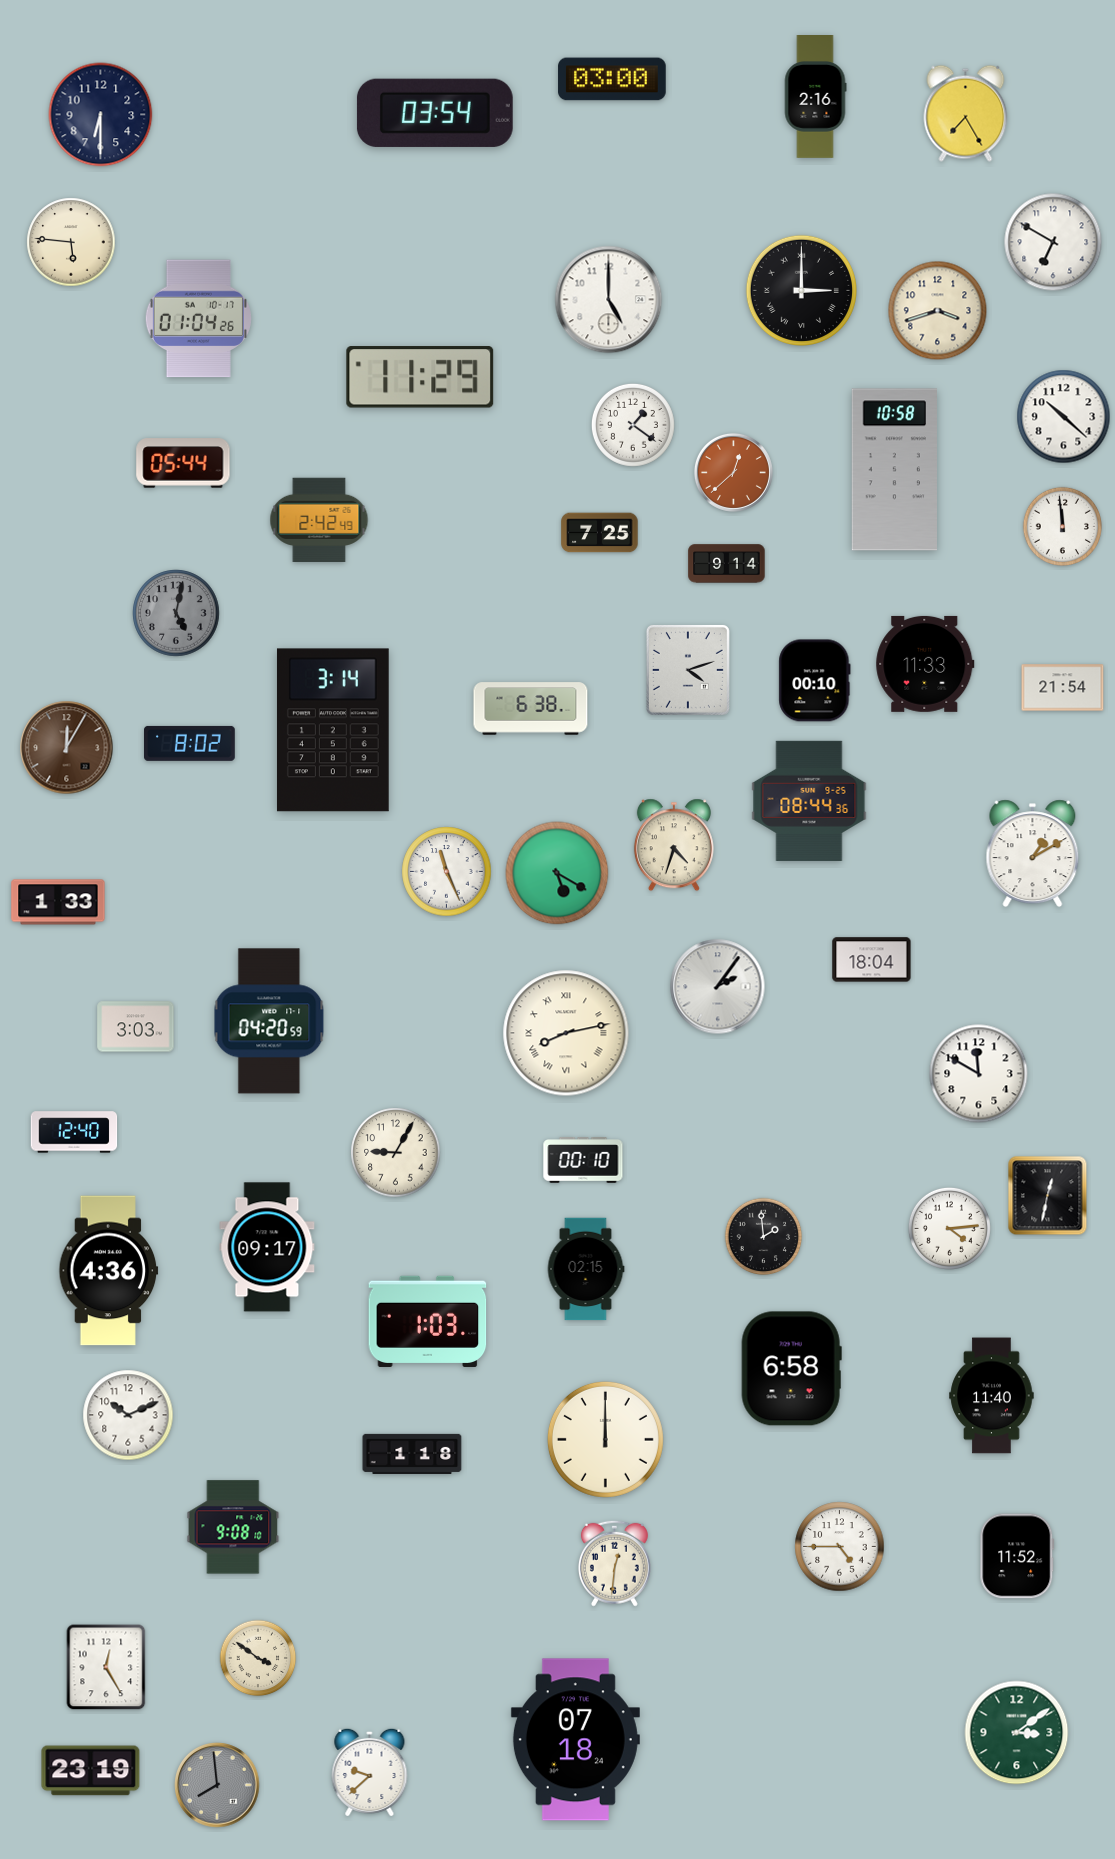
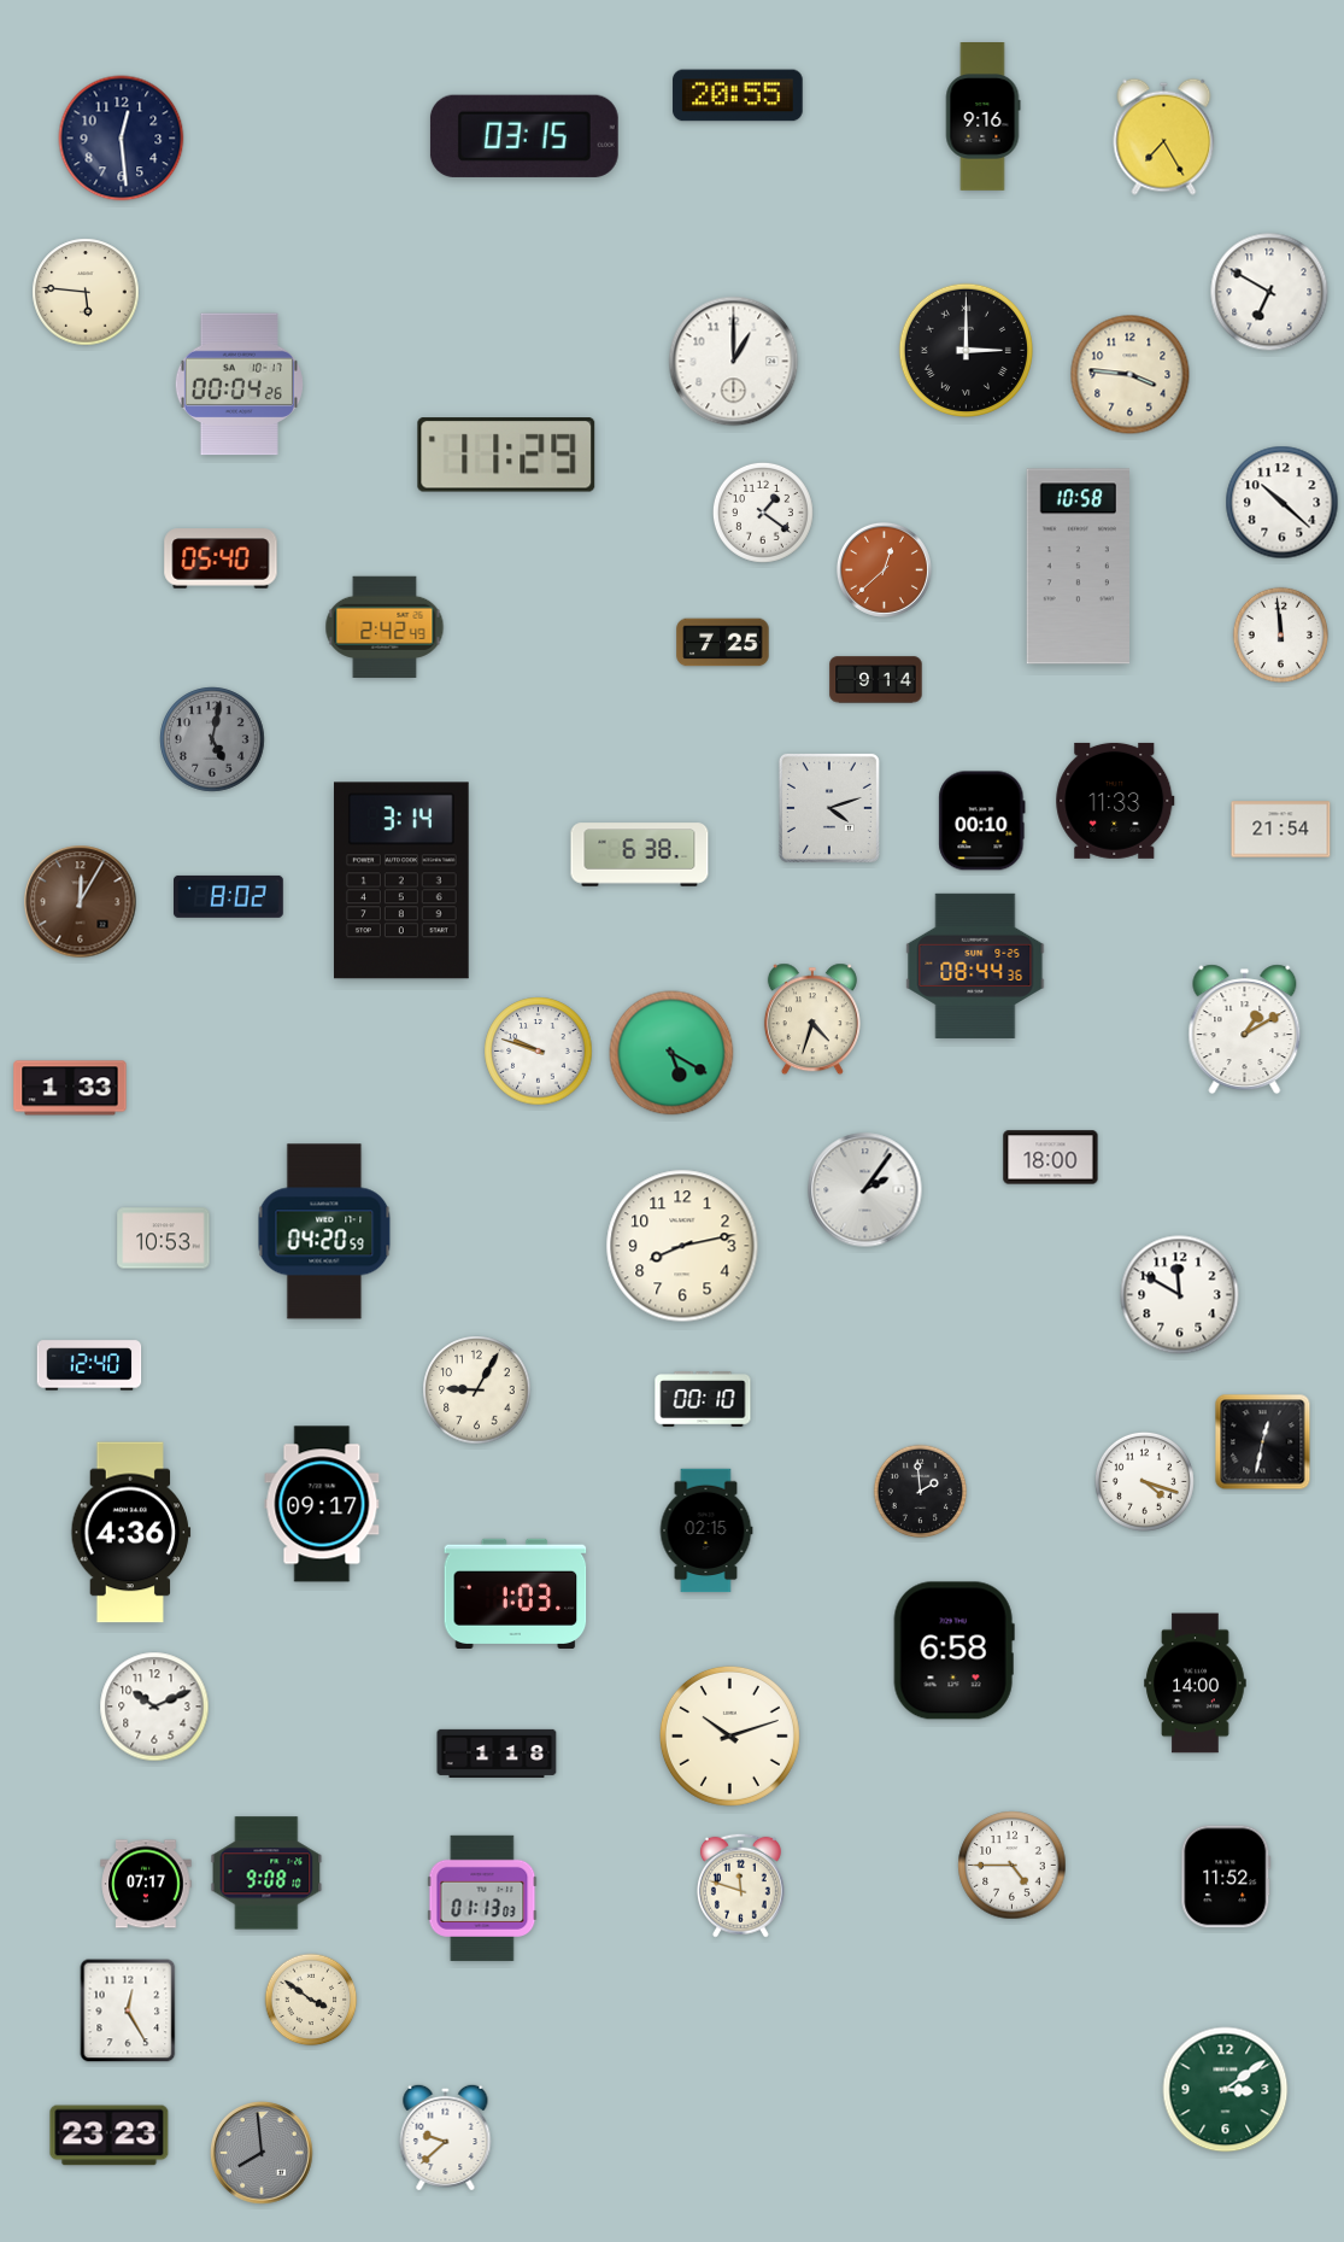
clock at (612, 79): 03:00 -> 20:55
clock at (815, 97): 2:16 -> 9:16
clock at (435, 113): 03:54 -> 03:15
clock at (101, 115): 6:30 -> 12:29
clock at (609, 300): 5:00 -> 1:00
clock at (938, 311): 3:42 -> 3:46
clock at (198, 319): 01:04 -> 00:04
clock at (183, 463): 05:44 -> 05:40
clock at (447, 872): 11:26 -> 9:48
clock at (872, 960): 18:04 -> 18:00
clock at (136, 1027): 3:03 -> 10:53
clock at (566, 1033) numerals: Roman -> Arabic
clock at (949, 1228): 4:14 -> 4:18
clock at (992, 1396): 11:40 -> 14:00
clock at (605, 1439): 12:00 -> 10:12
clock at (233, 1527) position: (233, 1527) -> (266, 1873)
clock at (146, 1884): none -> 07:17
clock at (614, 1563): 12:31 -> 11:48
clock at (482, 1898): none -> 01:13
clock at (575, 1740): 07:18 -> none
clock at (91, 1771): 23:19 -> 23:23
